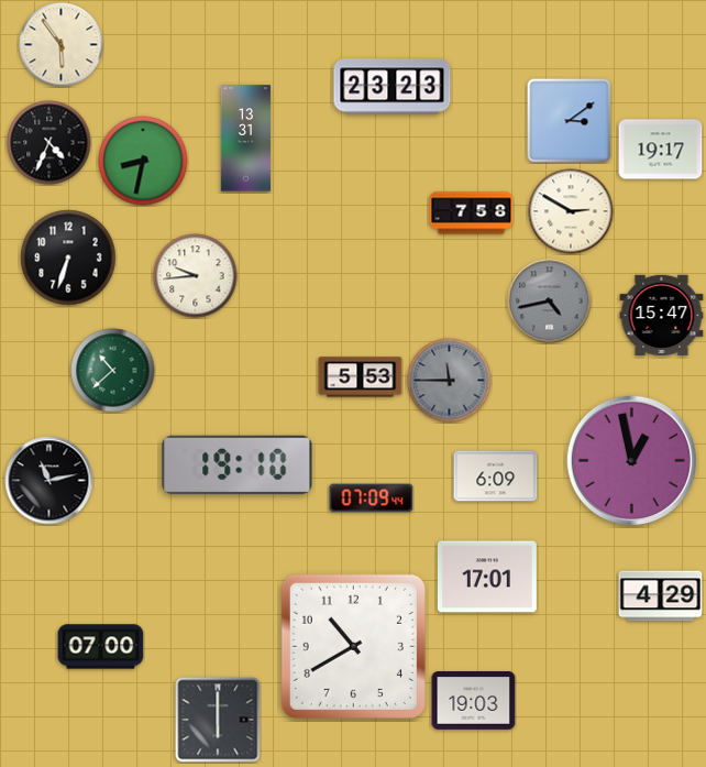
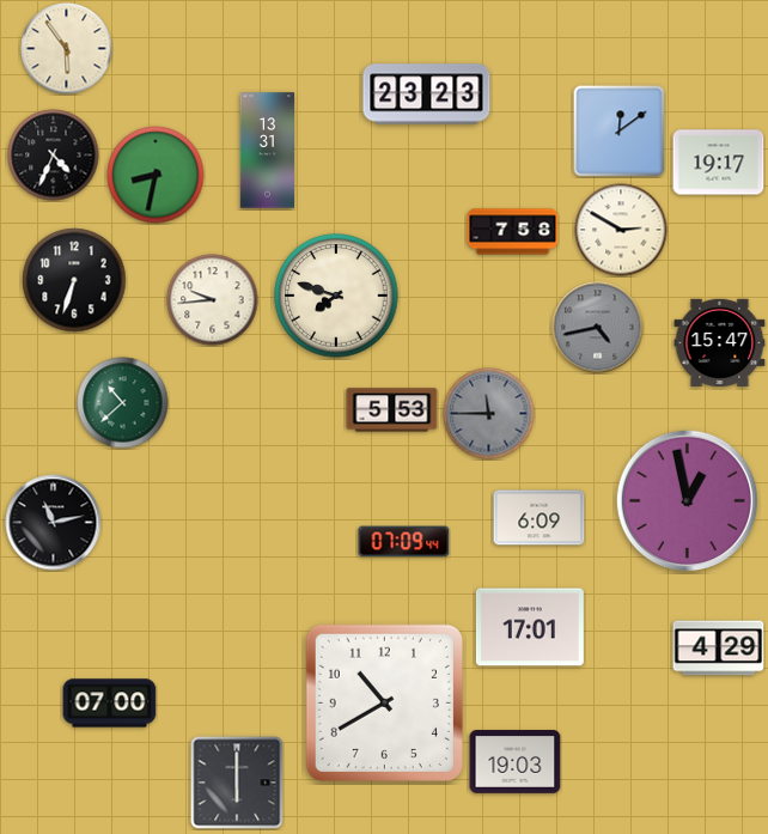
clock at (570, 121): 3:09 -> 12:09
clock at (336, 296): none -> 7:48
clock at (238, 464): 19:10 -> none
